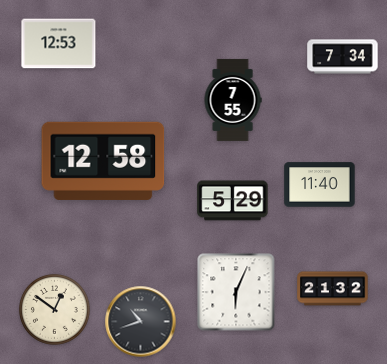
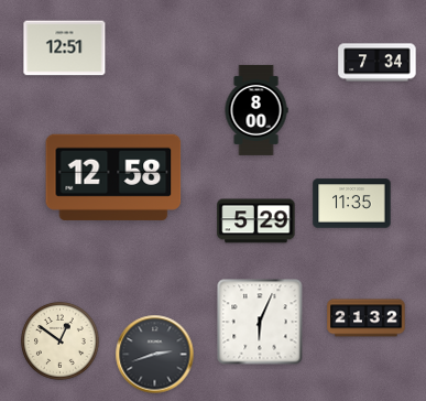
clock at (59, 44): 12:53 -> 12:51
clock at (233, 100): 7:55 -> 8:00
clock at (320, 185): 11:40 -> 11:35
clock at (141, 322): 10:42 -> 2:42
